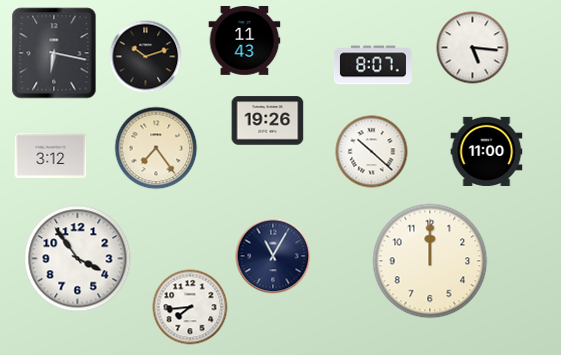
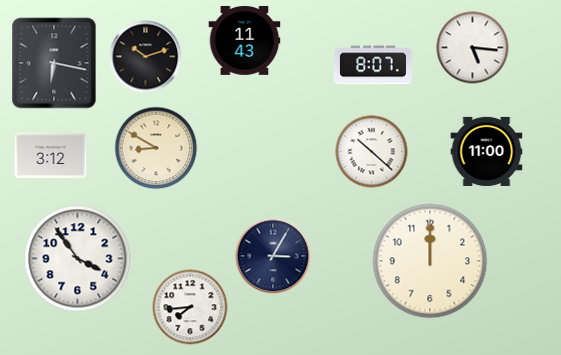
clock at (54, 53) position: (54, 53) -> (54, 63)
clock at (268, 121): 19:26 -> none
clock at (156, 148): 7:24 -> 8:50
clock at (273, 256): 11:05 -> 3:05
